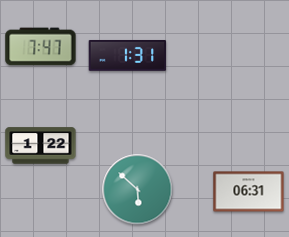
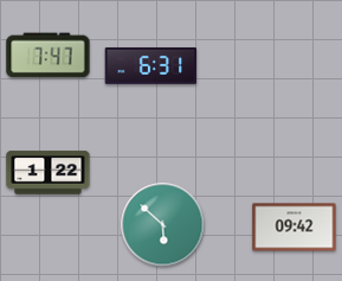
clock at (128, 55): 1:31 -> 6:31
clock at (249, 192): 06:31 -> 09:42
